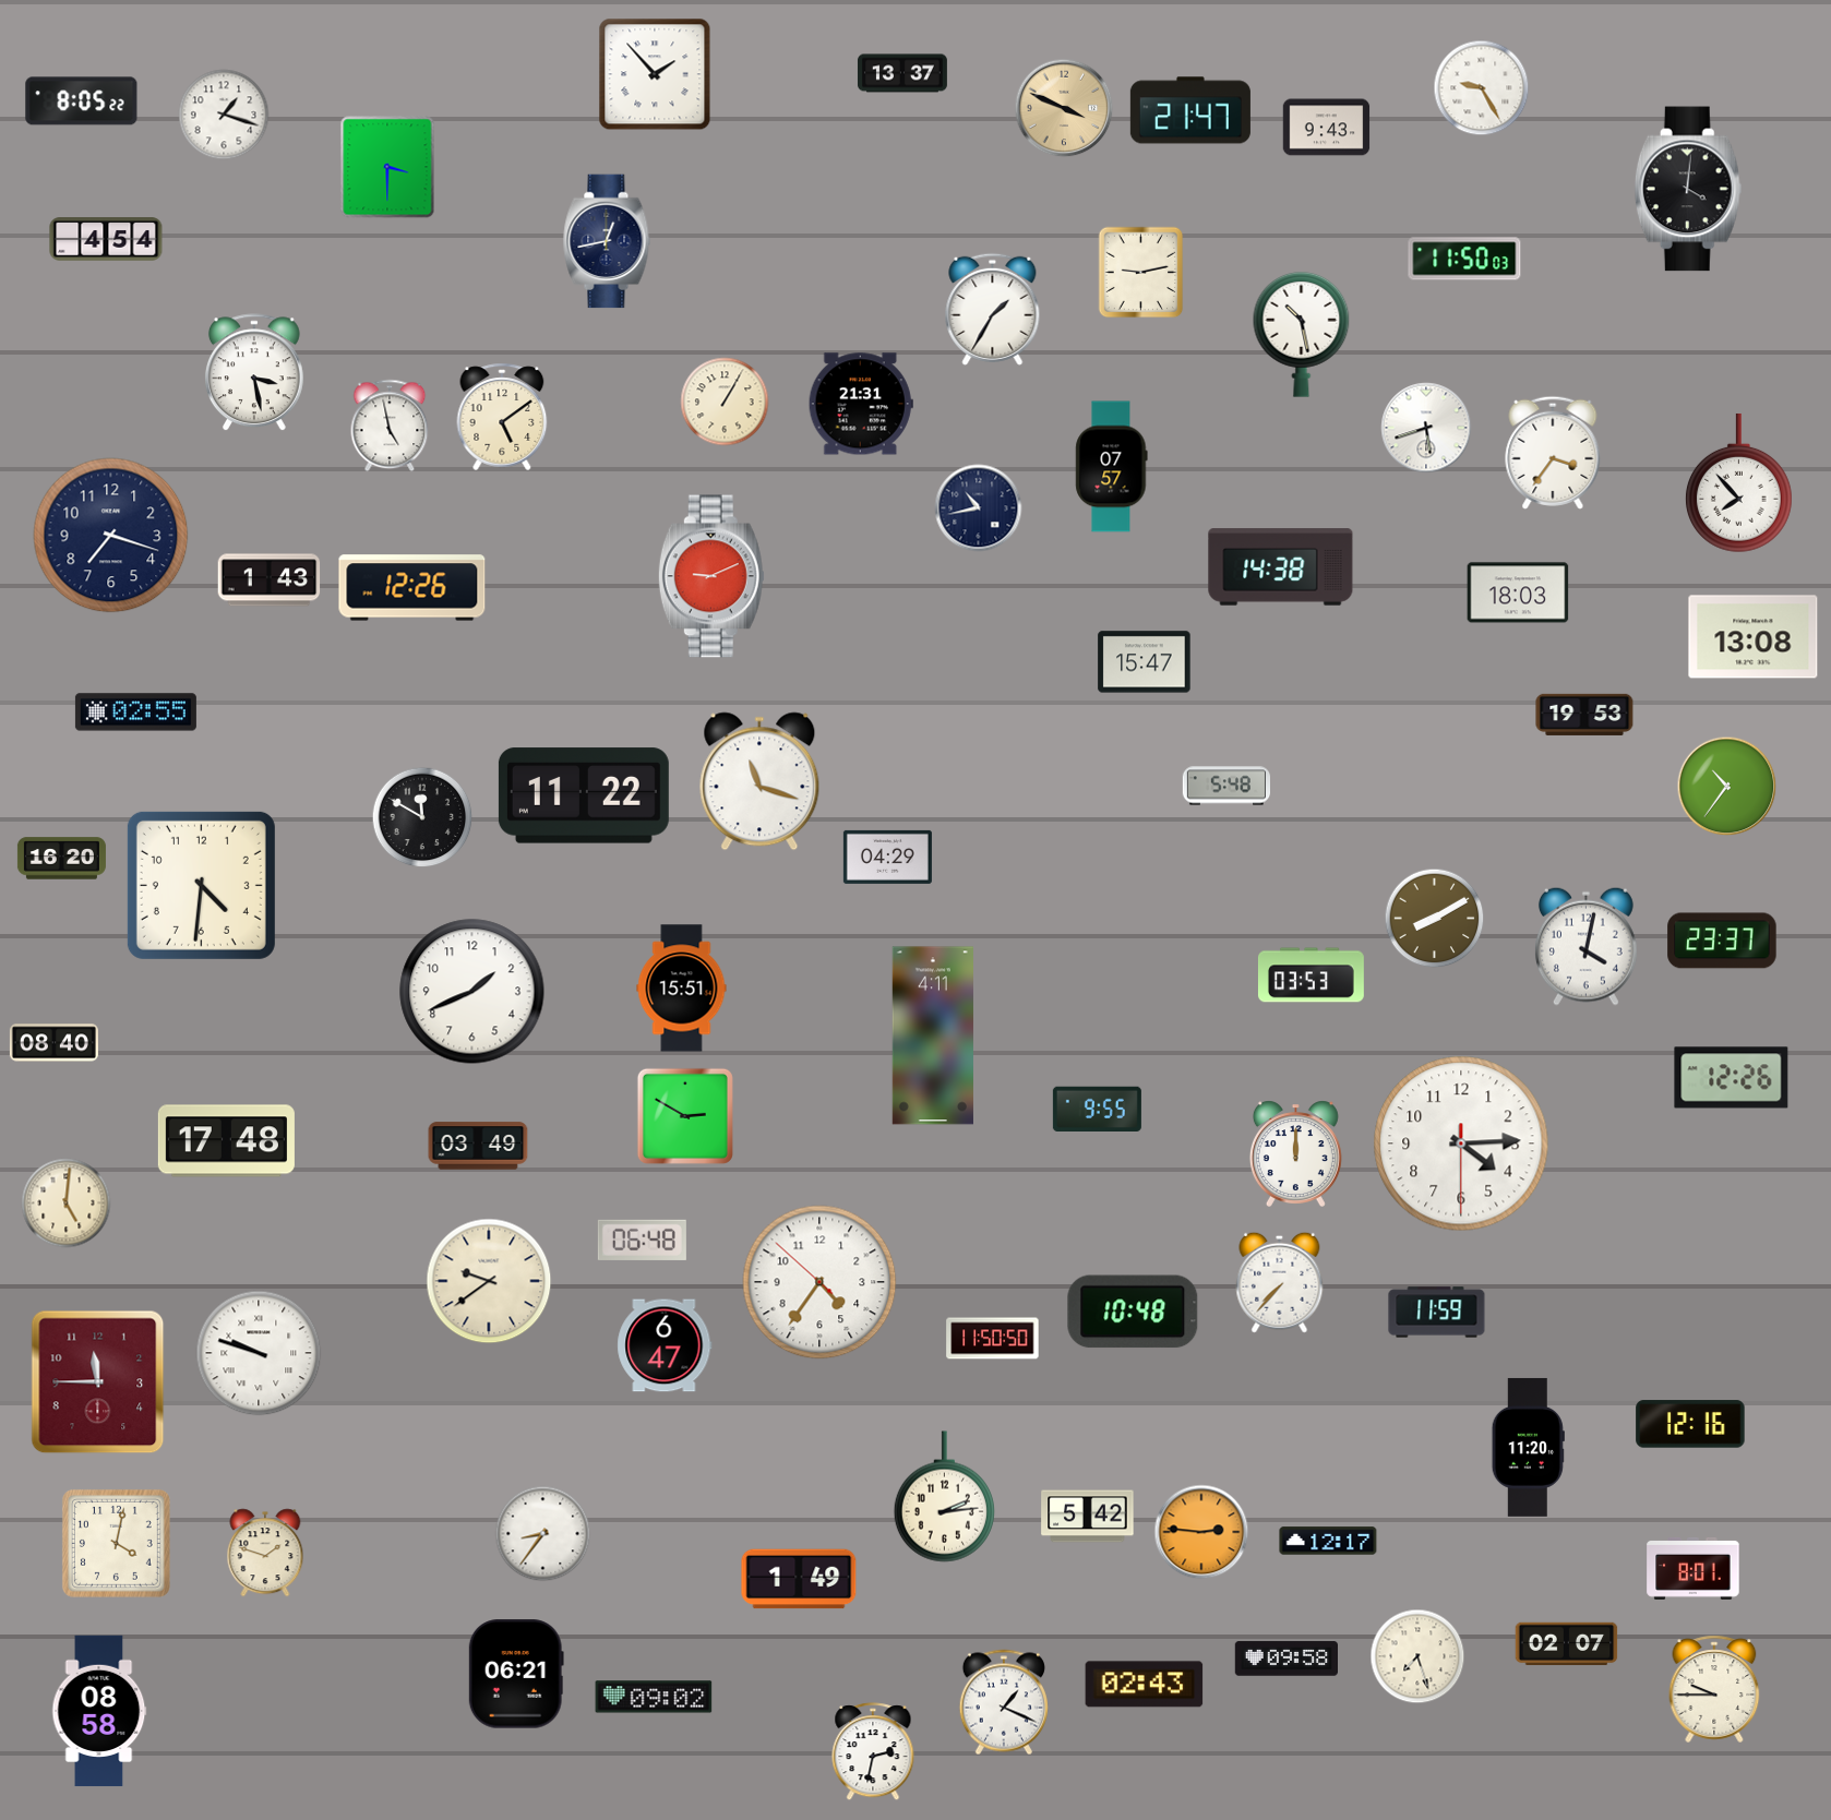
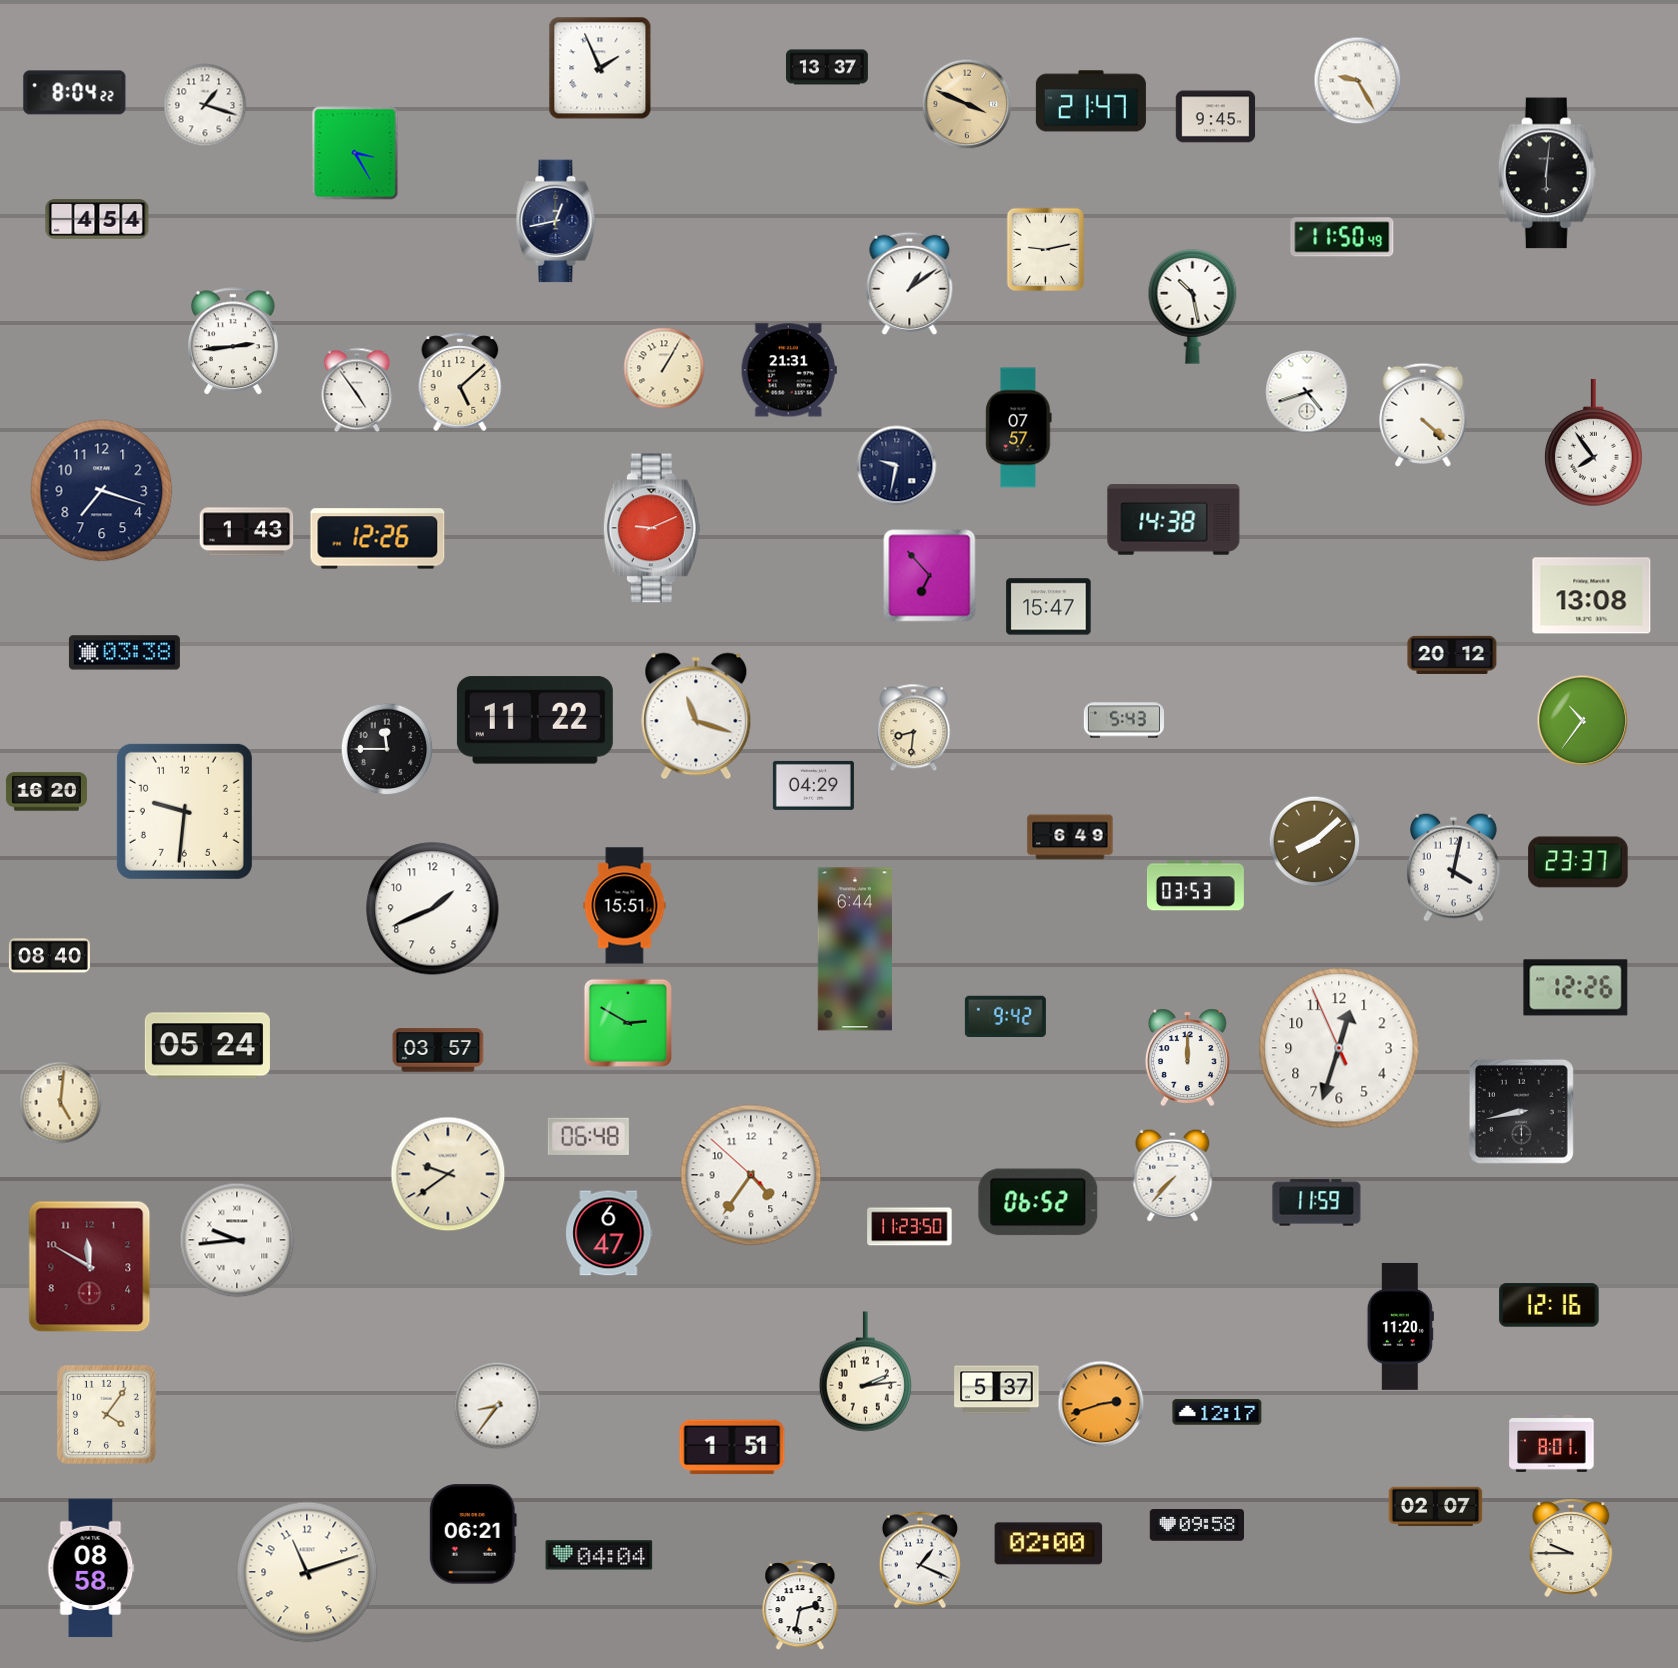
clock at (655, 74): 1:53 -> 1:56
clock at (82, 101): 8:05 -> 8:04
clock at (1064, 108) position: (1064, 108) -> (967, 104)
clock at (1327, 128): 9:43 -> 9:45
clock at (387, 167): 3:30 -> 3:25
clock at (1688, 189): 4:01 -> 6:01
clock at (1464, 259): 11:50:03 -> 11:50:49
clock at (993, 309): 1:35 -> 1:09
clock at (254, 373): 3:28 -> 2:44
clock at (502, 417): 5:09 -> 5:08
clock at (390, 426): 4:58 -> 4:54
clock at (1426, 428): 5:42 -> 4:42
clock at (1553, 453): 3:36 -> 4:22
clock at (1738, 483): 7:53 -> 7:54
clock at (979, 508): 10:43 -> 9:32
clock at (1518, 592): 18:03 -> none
clock at (930, 576): none -> 6:53
clock at (1754, 637) position: (1754, 637) -> (1592, 596)
clock at (135, 713): 02:55 -> 03:38
clock at (1584, 715): 19:53 -> 20:12
clock at (1225, 786): 5:48 -> 5:43
clock at (914, 728): none -> 8:31
clock at (584, 795) position: (584, 795) -> (535, 720)
clock at (422, 817): 11:50 -> 11:45
clock at (61, 859) position: (61, 859) -> (46, 792)
clock at (201, 885): 4:31 -> 9:31
clock at (1070, 837): none -> 6:49
clock at (1435, 919): 8:10 -> 8:08
clock at (1311, 975) position: (1311, 975) -> (1195, 886)
clock at (933, 1035): 4:11 -> 6:44
clock at (1732, 1078) position: (1732, 1078) -> (1576, 988)
clock at (1097, 1109): 9:55 -> 9:42
clock at (226, 1141): 17:48 -> 05:24
clock at (1461, 1144): 4:14 -> 12:32
clock at (478, 1146): 03:49 -> 03:57
clock at (1521, 1111): none -> 8:43
clock at (1133, 1312): 10:48 -> 06:52
clock at (993, 1339): 11:50 -> 11:23
clock at (259, 1353): 9:48 -> 9:44
clock at (98, 1382): 11:45 -> 11:50
clock at (1088, 1517): 5:42 -> 5:37
clock at (1201, 1532): 2:46 -> 2:42
clock at (116, 1543): 4:02 -> 4:06
clock at (265, 1553): 1:48 -> none
clock at (1694, 1568) position: (1694, 1568) -> (1552, 1443)
clock at (799, 1579): 1:49 -> 1:51
clock at (1417, 1656): 7:27 -> none
clock at (1285, 1659) position: (1285, 1659) -> (1196, 1525)
clock at (1145, 1685): 02:43 -> 02:00
clock at (654, 1697): 09:02 -> 04:04
clock at (307, 1572): none -> 11:12
